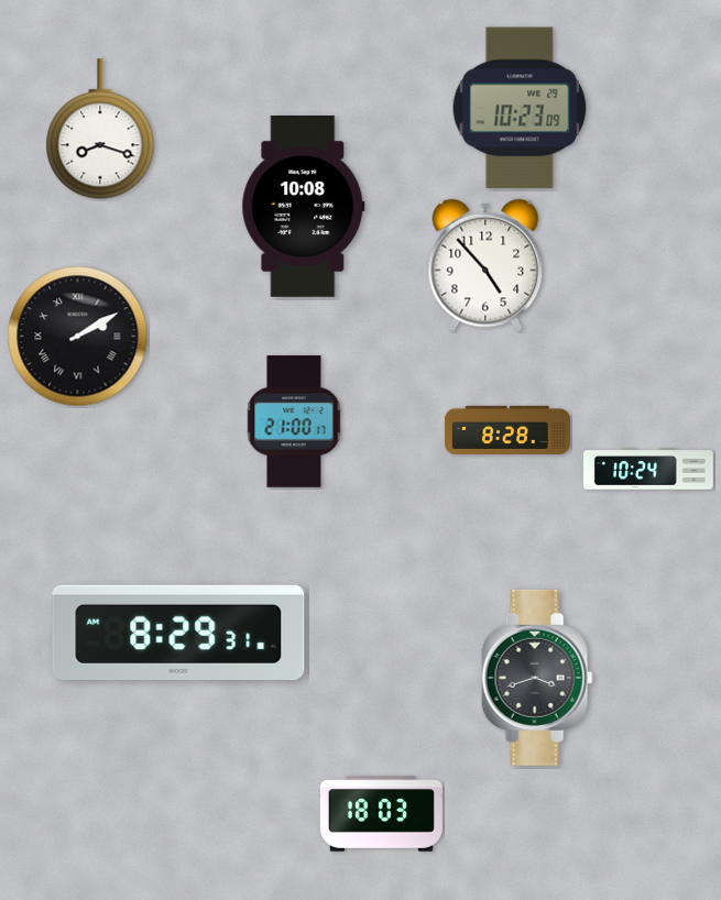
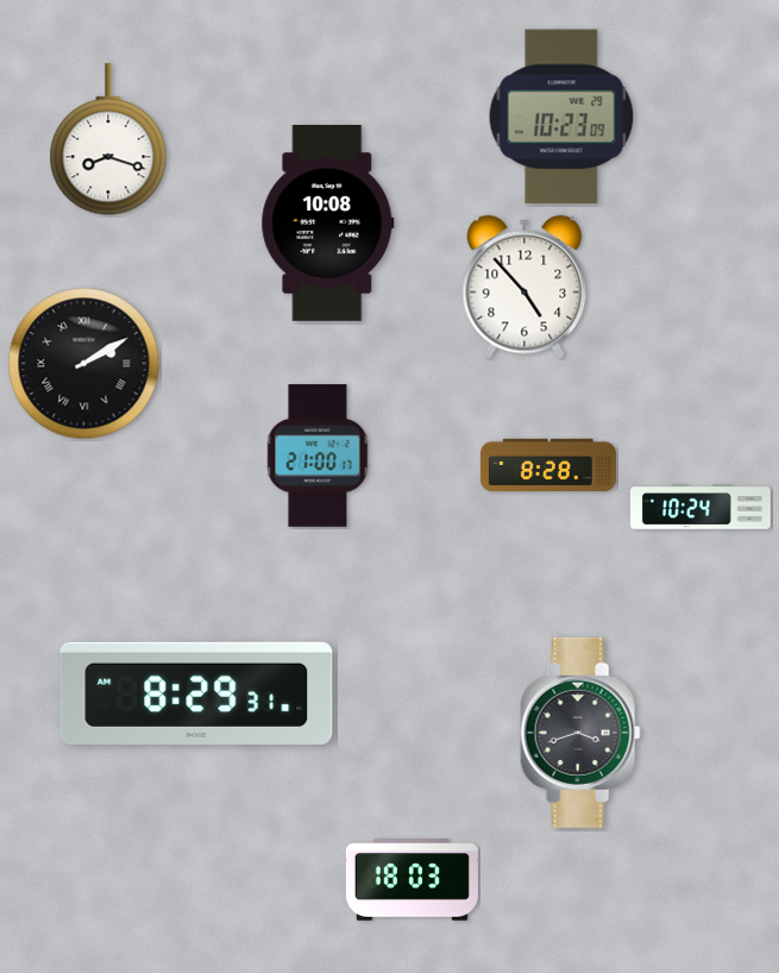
clock at (178, 633) position: (178, 633) -> (196, 693)
